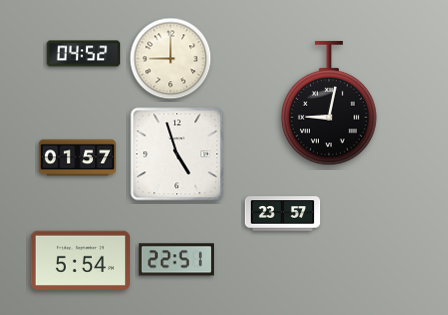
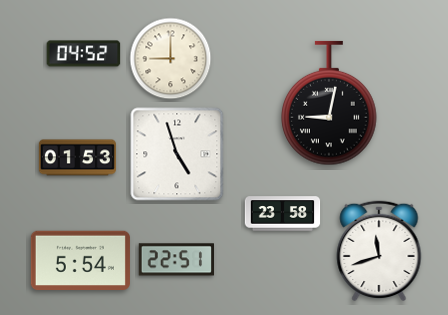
clock at (77, 158): 01:57 -> 01:53
clock at (283, 214): 23:57 -> 23:58
clock at (379, 251): none -> 11:42
